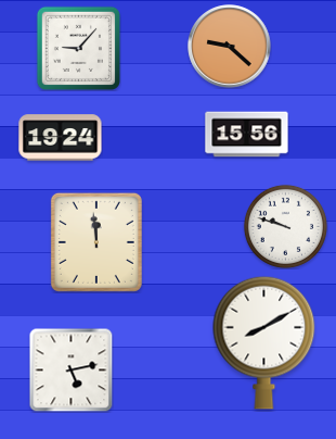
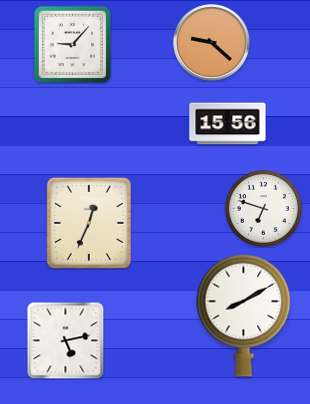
clock at (61, 138): 19:24 -> none
clock at (285, 226): 9:48 -> 6:48
clock at (96, 242): 11:59 -> 12:34
